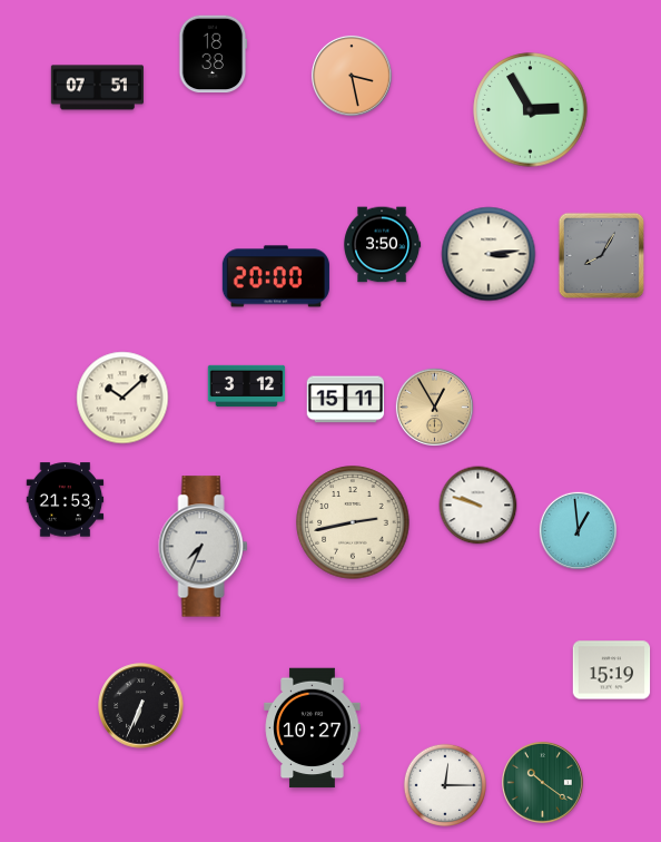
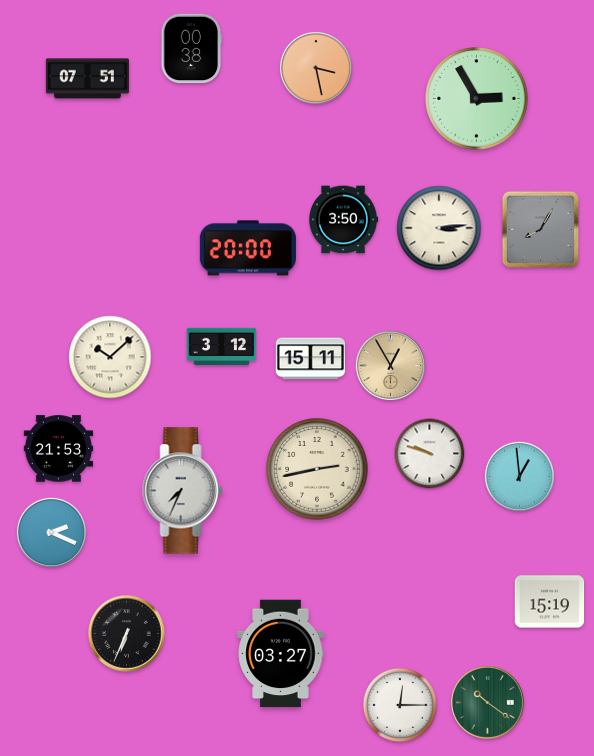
clock at (214, 55): 18:38 -> 00:38
clock at (51, 532): none -> 2:19
clock at (313, 728): 10:27 -> 03:27
